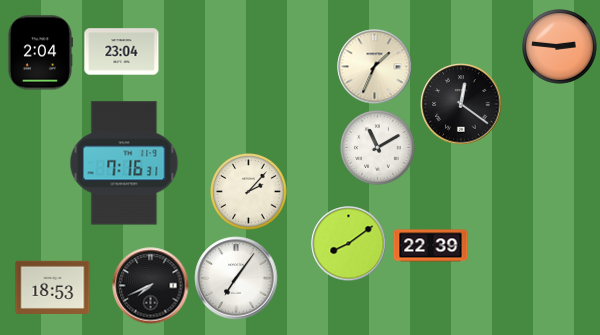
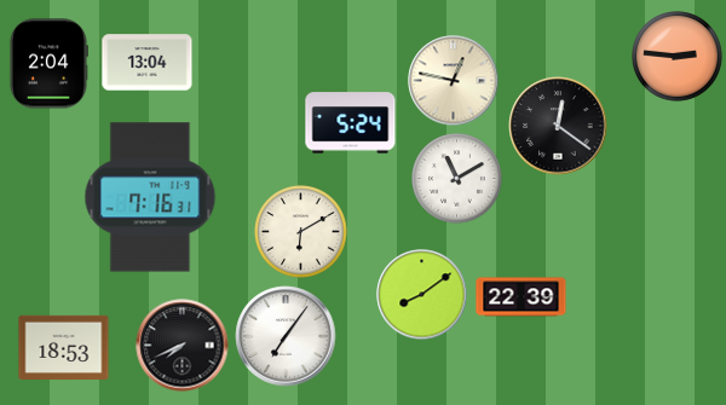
clock at (122, 52): 23:04 -> 13:04
clock at (375, 67): 1:34 -> 12:47
clock at (351, 123): none -> 5:24
clock at (249, 192): 2:07 -> 6:10
